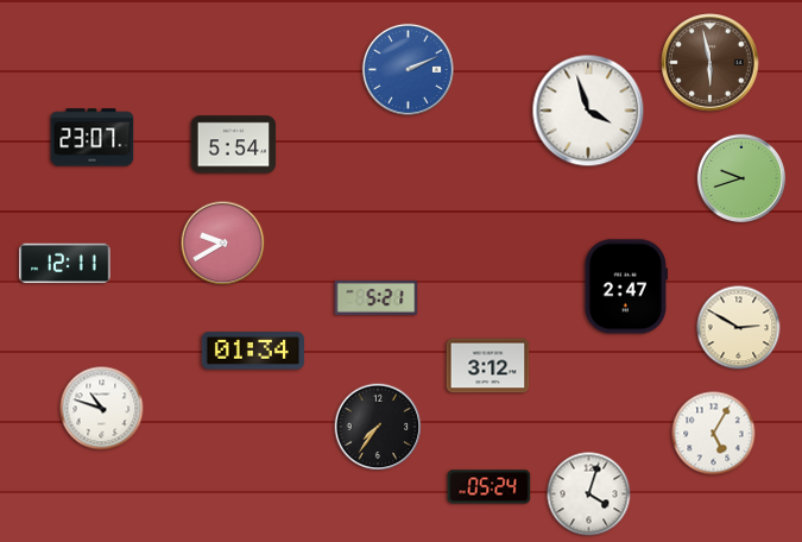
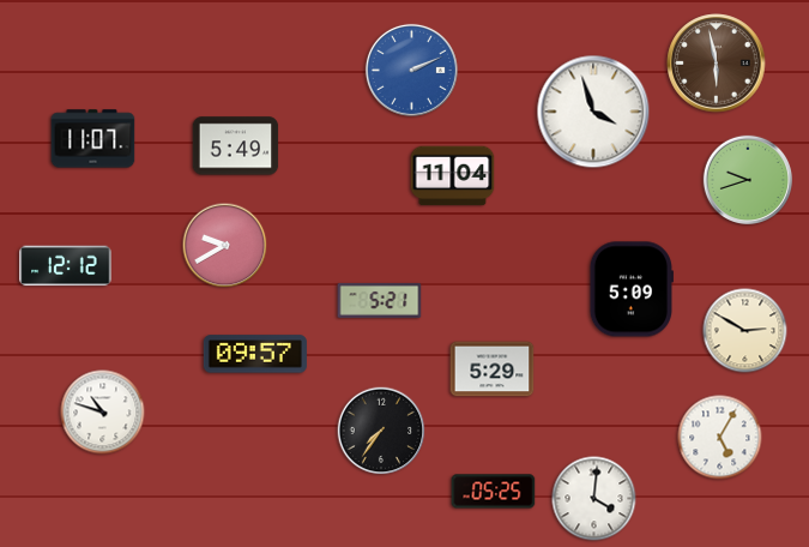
clock at (93, 138): 23:07 -> 11:07
clock at (234, 145): 5:54 -> 5:49
clock at (453, 176): none -> 11:04
clock at (65, 264): 12:11 -> 12:12
clock at (626, 286): 2:47 -> 5:09
clock at (253, 351): 01:34 -> 09:57
clock at (488, 366): 3:12 -> 5:29
clock at (490, 487): 05:24 -> 05:25
clock at (589, 494): 4:03 -> 4:01
